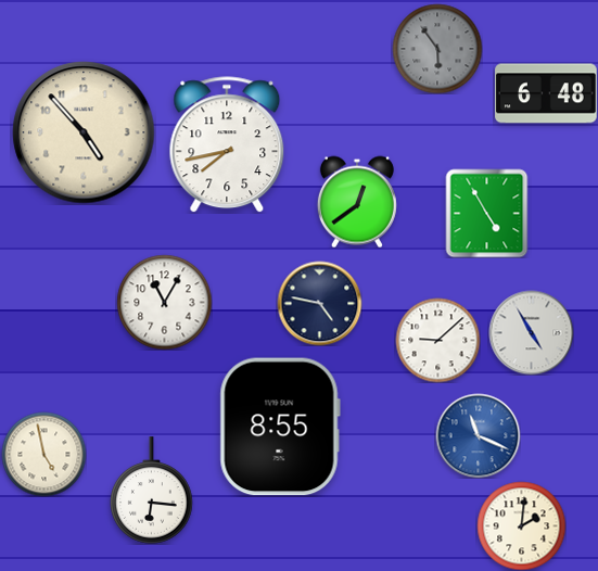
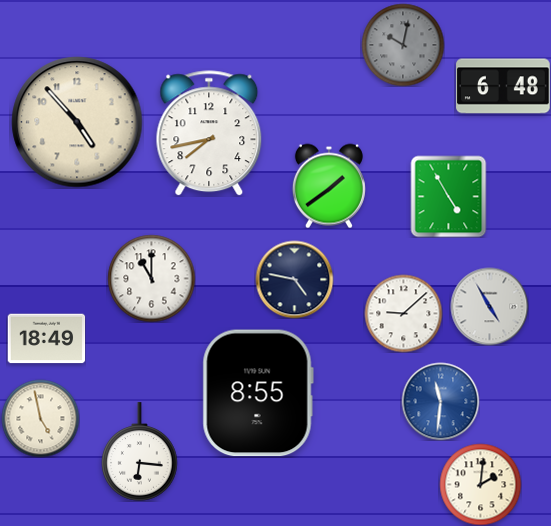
clock at (437, 49): 5:54 -> 10:02
clock at (357, 202): 12:39 -> 1:39
clock at (164, 302): 11:05 -> 11:00
clock at (46, 339): none -> 18:49
clock at (478, 435): 11:19 -> 11:31
